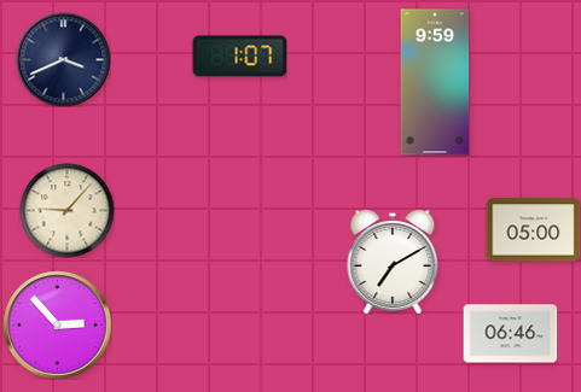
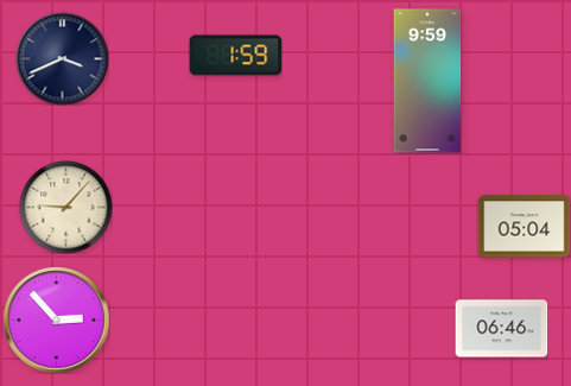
clock at (239, 57): 1:07 -> 1:59
clock at (533, 230): 05:00 -> 05:04
clock at (393, 262): 7:10 -> none
